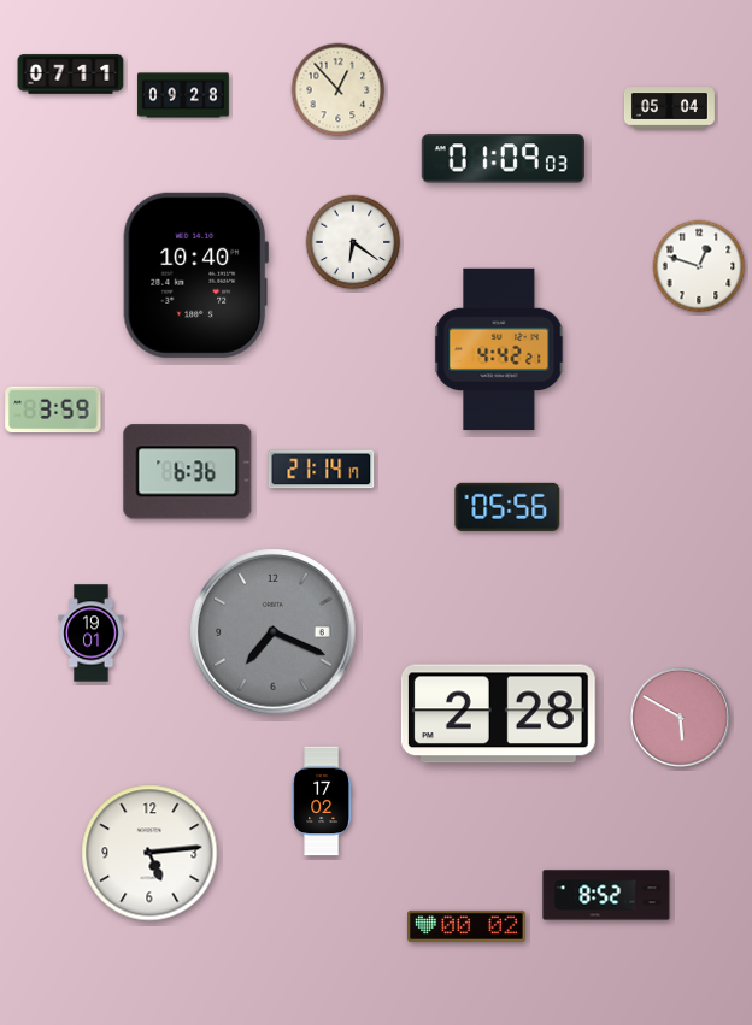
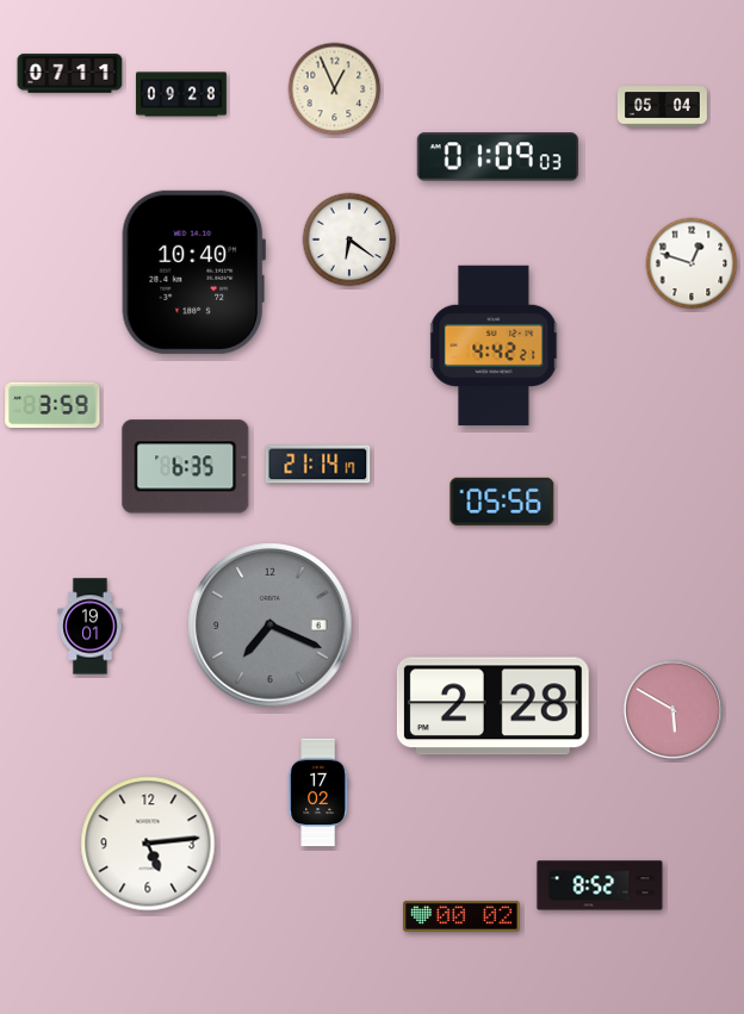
clock at (339, 90): 12:53 -> 12:56
clock at (188, 472): 6:36 -> 6:35
